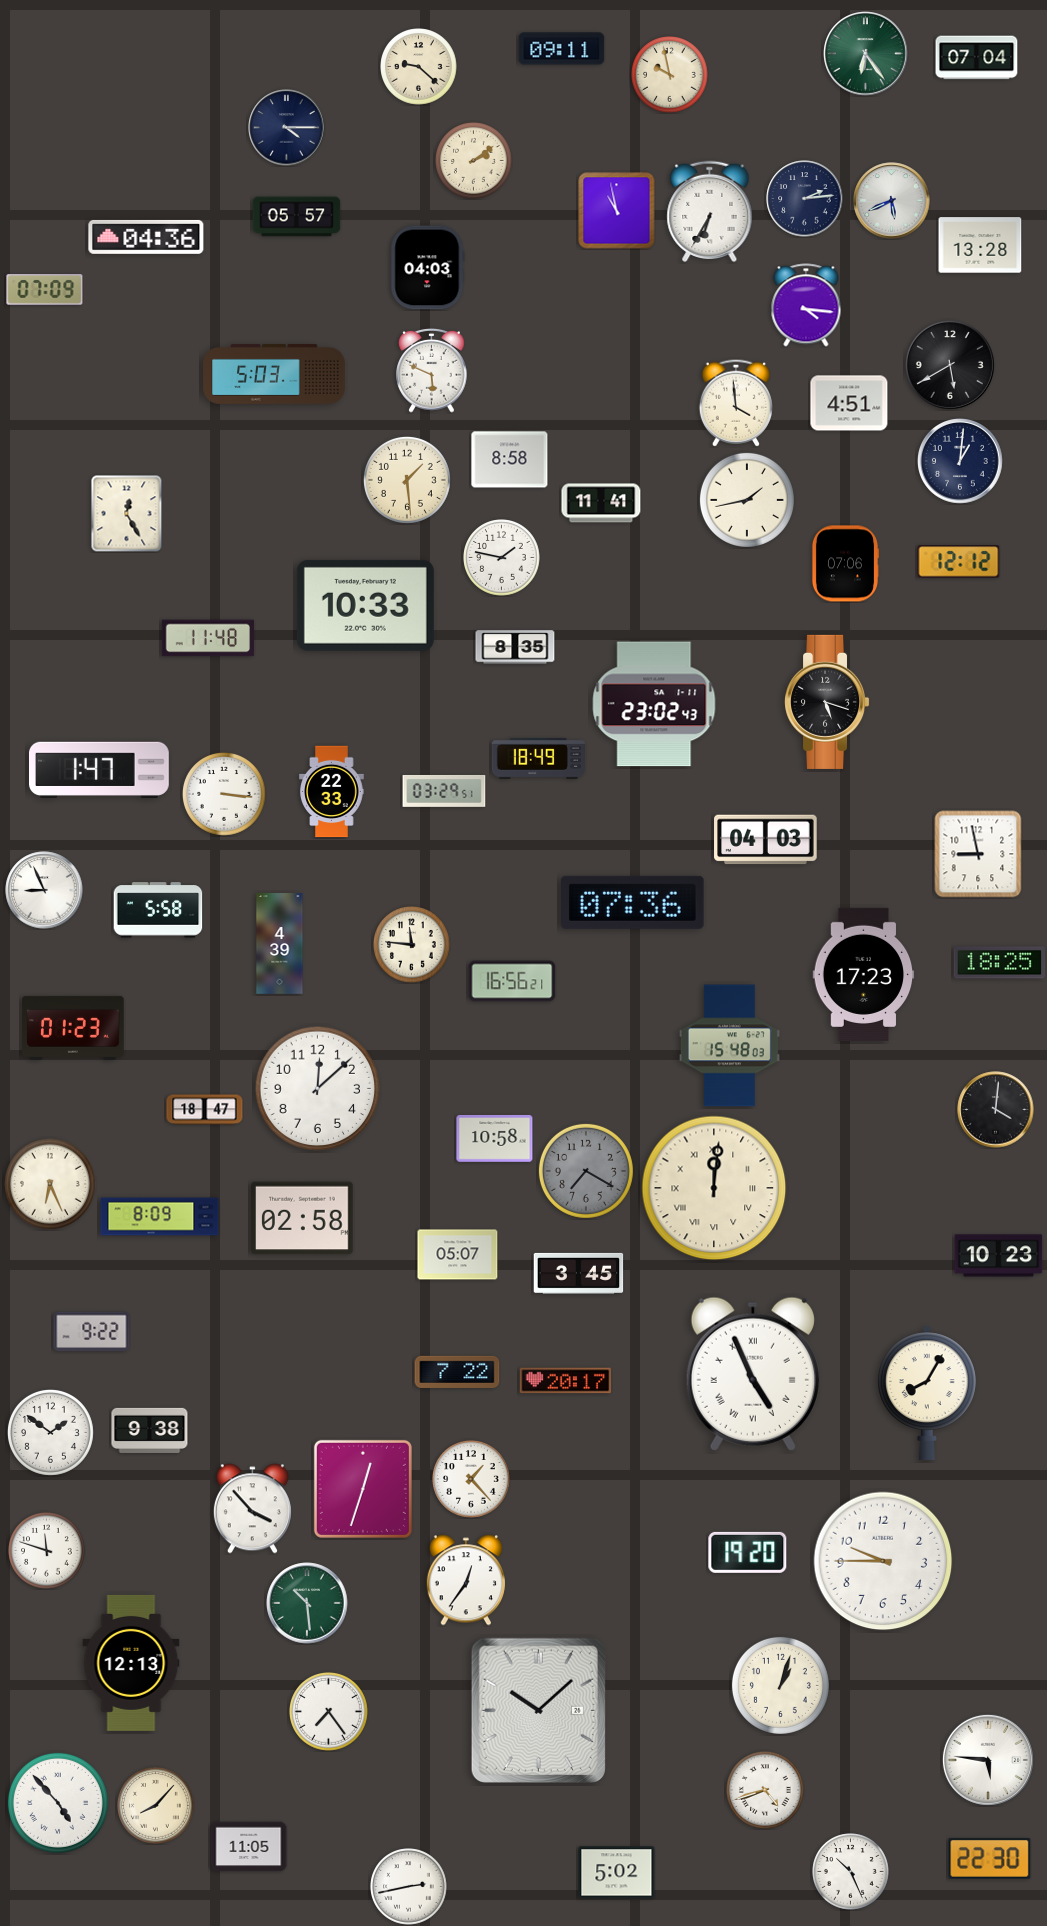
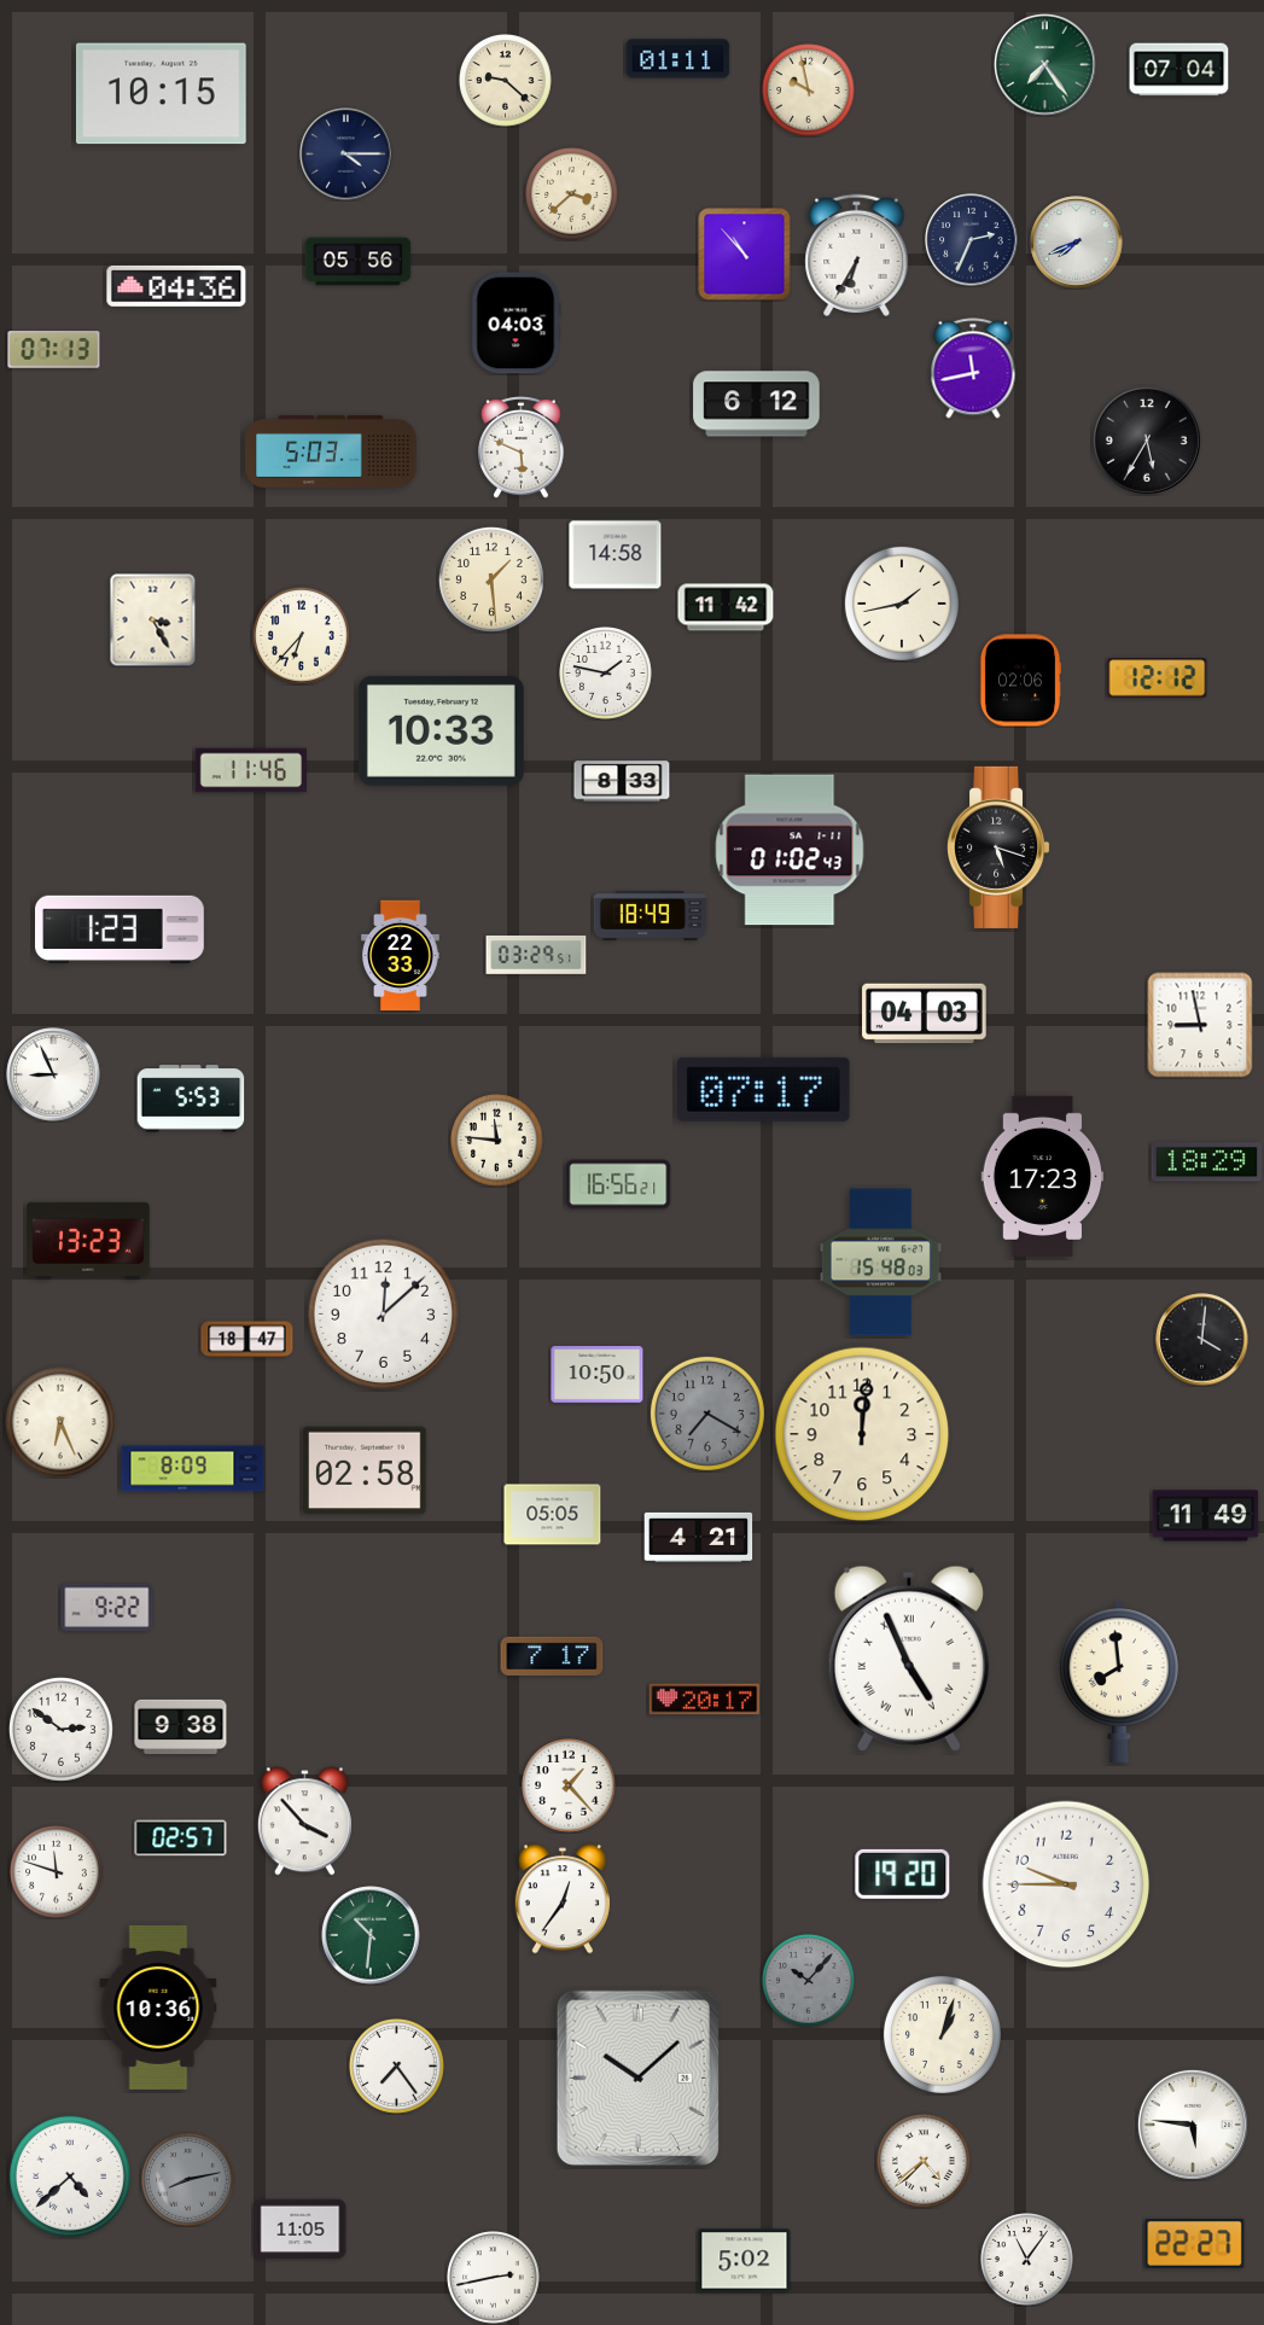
clock at (562, 49): 09:11 -> 01:11
clock at (866, 54): 6:24 -> 7:24
clock at (161, 94): none -> 10:15
clock at (474, 161): 2:09 -> 3:38
clock at (805, 199): 2:14 -> 2:34
clock at (892, 201): 5:41 -> 7:41
clock at (617, 211): 10:58 -> 10:53
clock at (297, 217): 05:57 -> 05:56
clock at (980, 245): 13:28 -> none
clock at (45, 290): 07:09 -> 07:13
clock at (806, 305): 4:16 -> 11:43
clock at (757, 404): none -> 6:12
clock at (950, 365): 5:40 -> 5:35
clock at (736, 403): 3:59 -> none
clock at (849, 403): 4:51 -> none
clock at (510, 460): 8:58 -> 14:58
clock at (961, 462): 1:01 -> none
clock at (601, 503): 11:41 -> 11:42
clock at (127, 513): 12:25 -> 3:25
clock at (302, 636): none -> 6:37
clock at (844, 564): 07:06 -> 02:06
clock at (207, 638): 11:48 -> 11:46
clock at (515, 647): 8:35 -> 8:33
clock at (654, 704): 23:02 -> 01:02
clock at (100, 769): 1:47 -> 1:23
clock at (224, 794): 3:16 -> none
clock at (978, 854) position: (978, 854) -> (1200, 1025)
clock at (633, 902): 07:36 -> 07:17
clock at (158, 910): 5:58 -> 5:53
clock at (280, 944): 4:39 -> none
clock at (1000, 963): 18:25 -> 18:29
clock at (73, 1028): 01:23 -> 13:23
clock at (495, 1139): 10:58 -> 10:50
clock at (50, 1184) position: (50, 1184) -> (60, 1422)
clock at (714, 1188) numerals: Roman -> Arabic
clock at (458, 1255): 05:07 -> 05:05
clock at (999, 1256): 10:23 -> 11:49
clock at (579, 1273): 3:45 -> 4:21
clock at (92, 1332) position: (92, 1332) -> (107, 1608)
clock at (457, 1372): 7:22 -> 7:17
clock at (566, 1381) position: (566, 1381) -> (705, 1700)
clock at (928, 1393): 8:05 -> 7:59
clock at (50, 1432): 1:51 -> 2:51
clock at (363, 1489): 12:33 -> none
clock at (181, 1839): none -> 02:57
clock at (466, 1580) position: (466, 1580) -> (563, 1899)
clock at (307, 1603): 10:29 -> 10:31
clock at (809, 1981): none -> 10:07
clock at (131, 1663): 12:13 -> 10:36
clock at (538, 1710) position: (538, 1710) -> (637, 2078)
clock at (766, 1791): 4:42 -> 4:38
clock at (58, 1803): 4:53 -> 4:38
clock at (156, 1806): 8:07 -> 8:13
clock at (156, 1806) dial: cream -> grey
clock at (990, 1859): 22:30 -> 22:27
clock at (851, 1872): 10:26 -> 11:06
